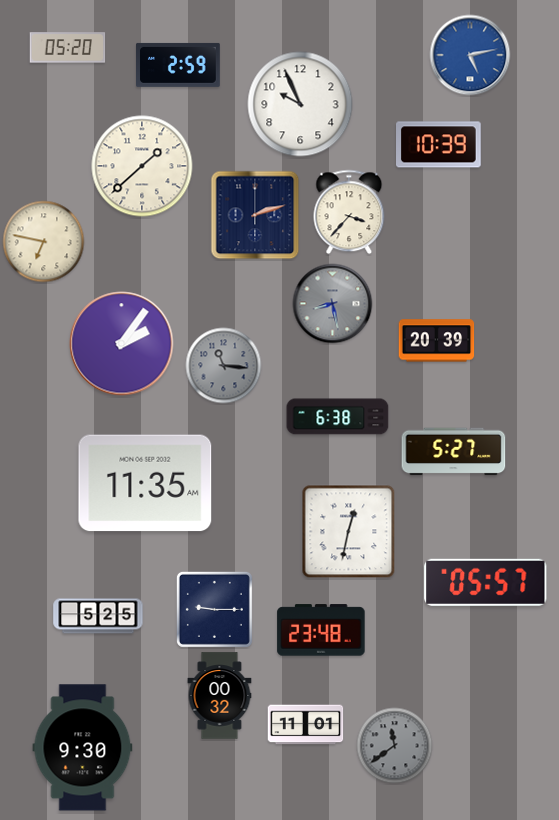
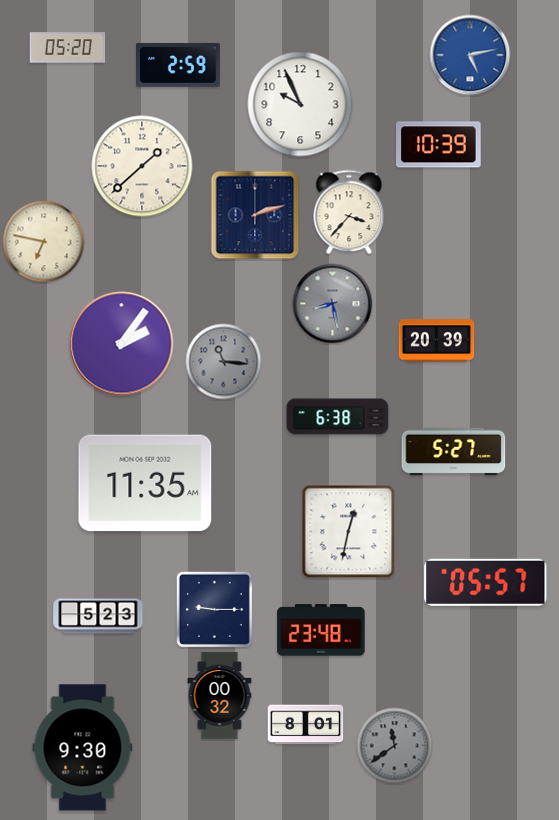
clock at (224, 366) position: (224, 366) -> (224, 362)
clock at (98, 616): 5:25 -> 5:23
clock at (306, 725): 11:01 -> 8:01
